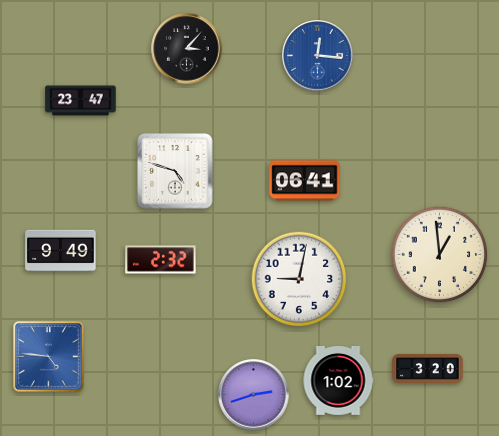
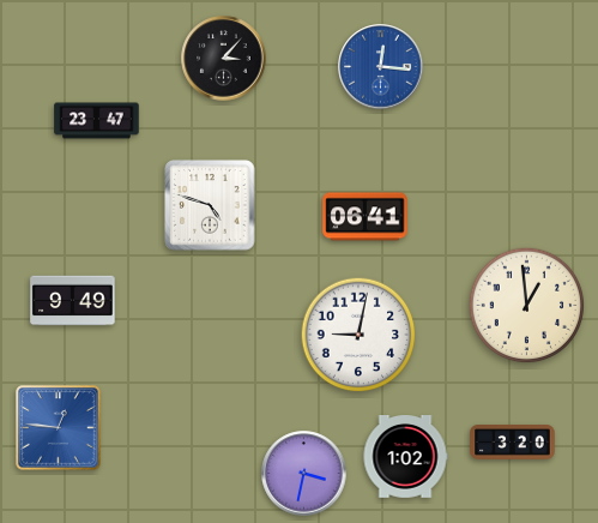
clock at (161, 260): 2:32 -> none
clock at (49, 357): 4:46 -> 12:46
clock at (254, 395): 2:42 -> 3:32
